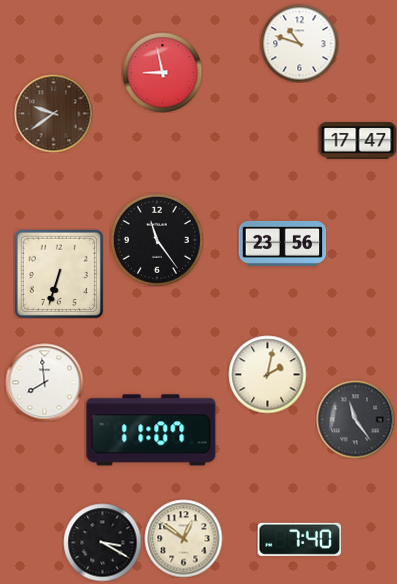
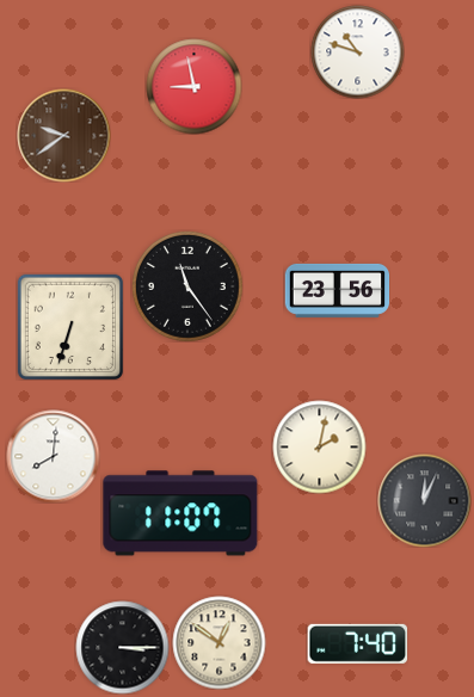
clock at (357, 141): 17:47 -> none
clock at (44, 382): 7:59 -> 8:01
clock at (355, 419): 11:24 -> 12:04
clock at (102, 542): 3:20 -> 3:15
